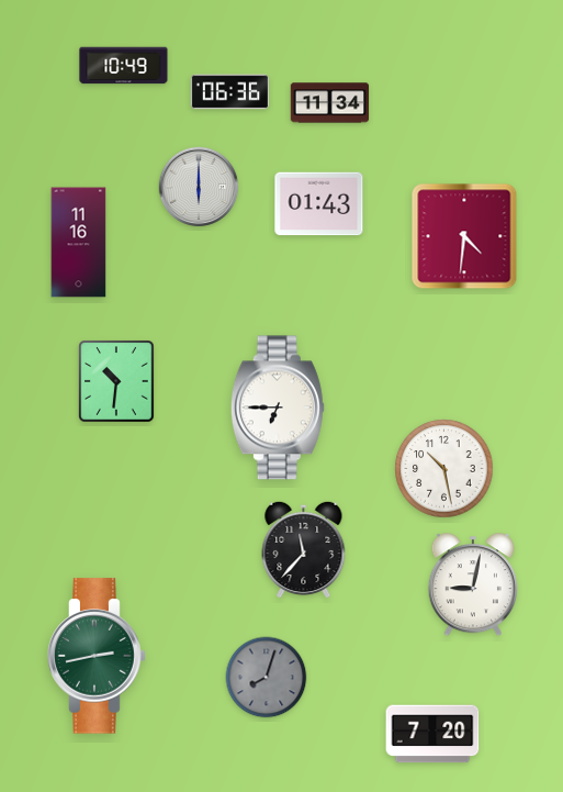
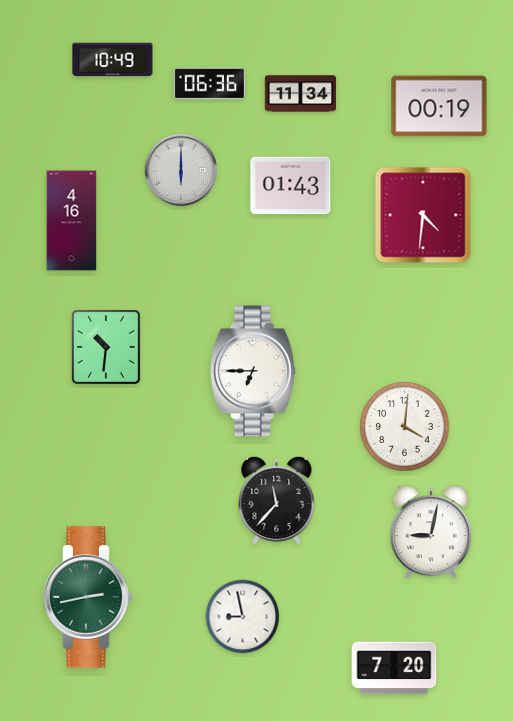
clock at (439, 106): none -> 00:19
clock at (79, 243): 11:16 -> 4:16
clock at (444, 469): 10:28 -> 4:01
clock at (267, 678): 8:03 -> 8:58
clock at (267, 678) dial: grey -> white
